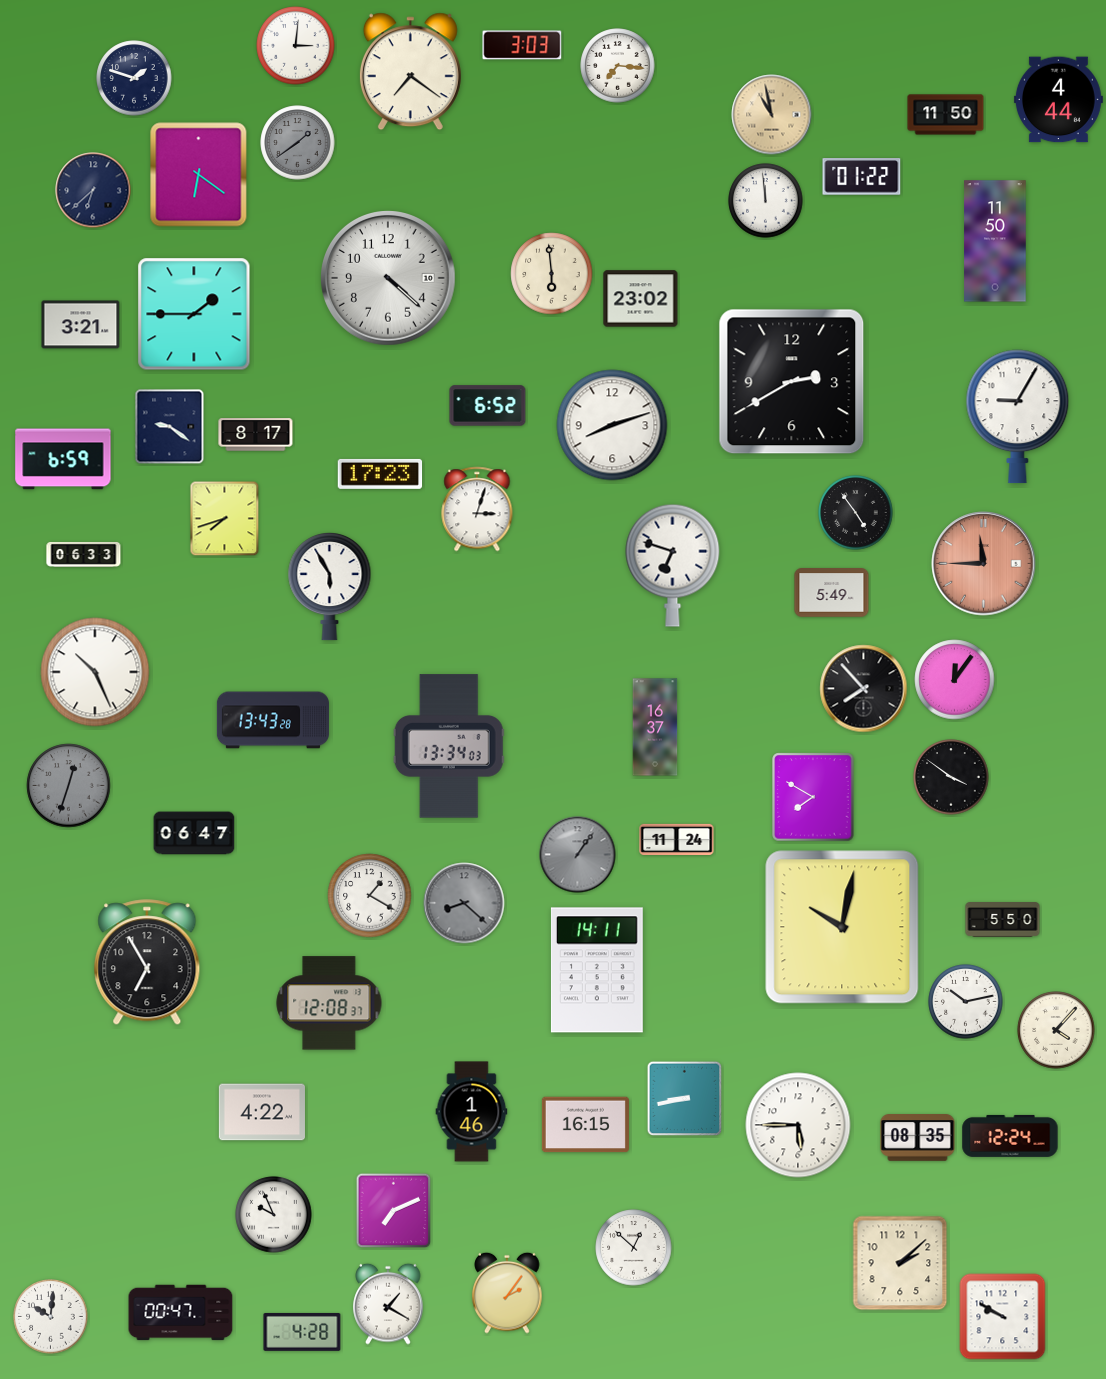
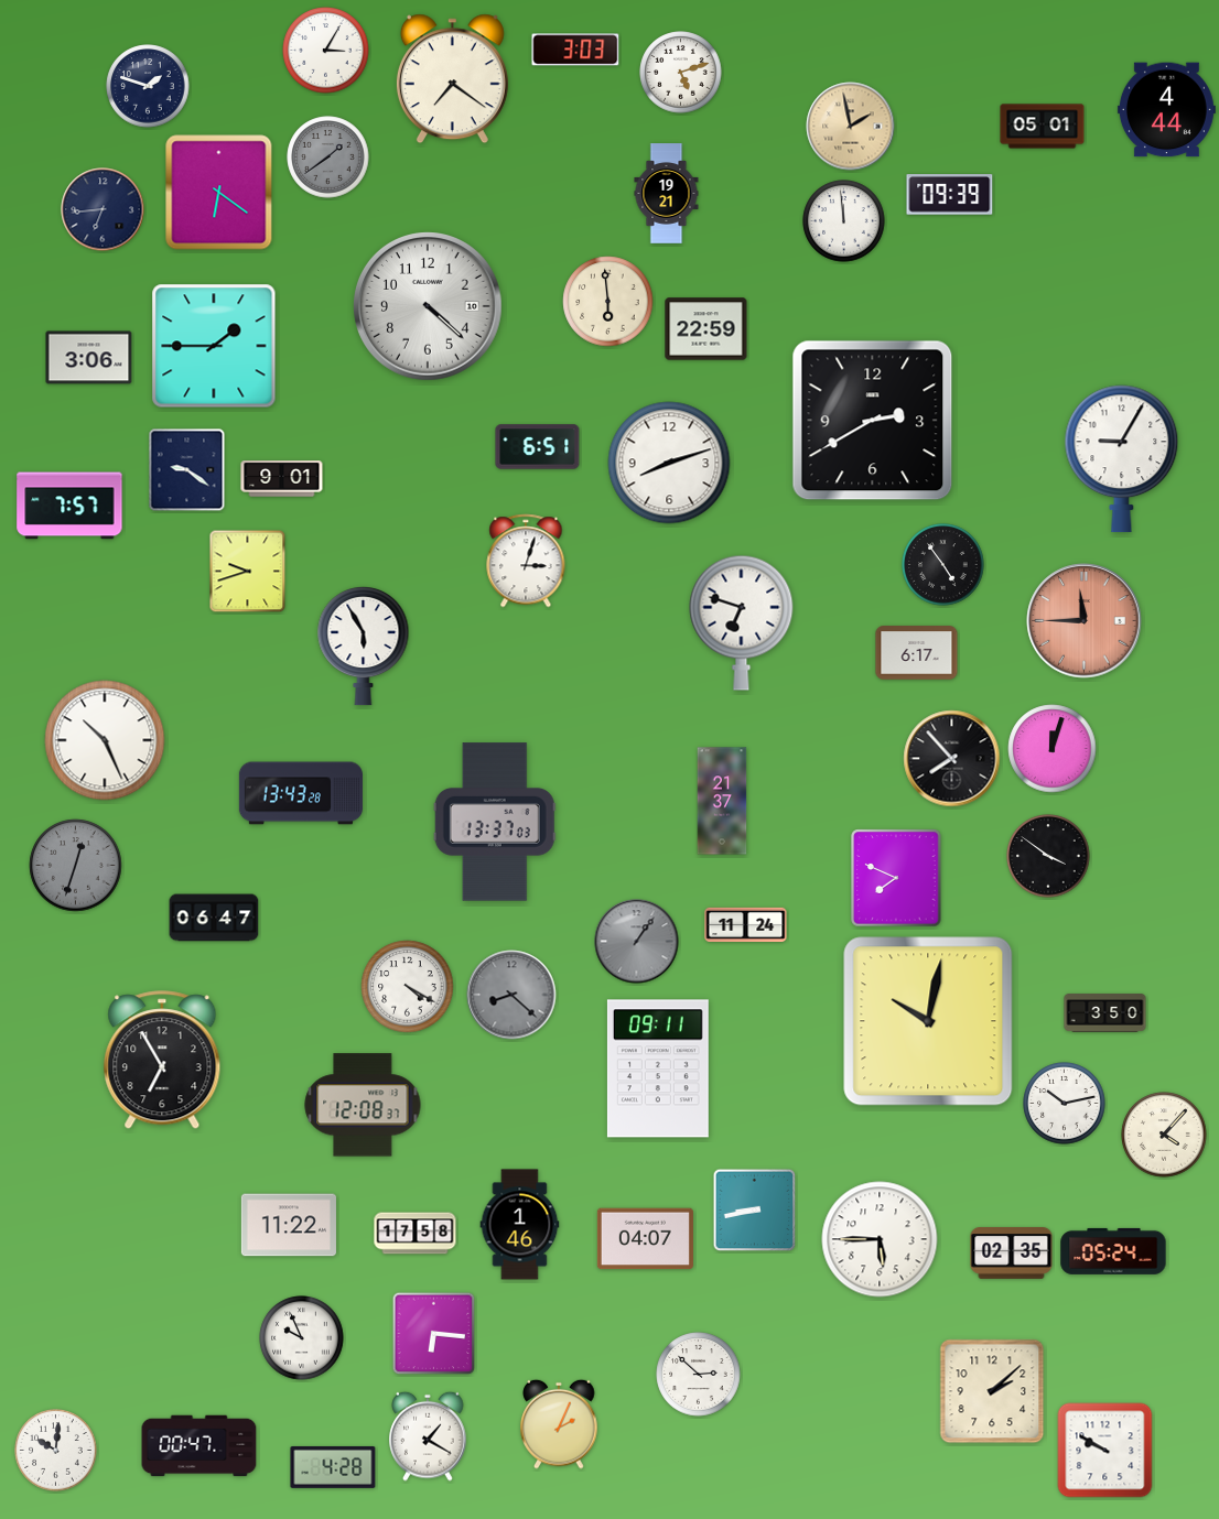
clock at (296, 46): 3:01 -> 3:05
clock at (618, 66): 7:16 -> 5:12
clock at (772, 115): 10:58 -> 1:58
clock at (946, 115): 11:50 -> 05:01
clock at (667, 194): none -> 19:21
clock at (862, 177): 01:22 -> 09:39
clock at (93, 190): 6:38 -> 6:44
clock at (995, 241): 11:50 -> none
clock at (641, 299): 23:02 -> 22:59
clock at (81, 325): 3:21 -> 3:06
clock at (488, 406): 6:52 -> 6:51
clock at (612, 425) position: (612, 425) -> (669, 463)
clock at (256, 435): 8:17 -> 9:01
clock at (63, 459): 6:59 -> 7:57
clock at (380, 474): 17:23 -> none
clock at (225, 519): 7:42 -> 9:42
clock at (84, 554): 06:33 -> none
clock at (832, 593): 5:49 -> 6:17
clock at (955, 680): 12:06 -> 12:03
clock at (655, 727): 16:37 -> 21:37
clock at (449, 746): 13:34 -> 13:37
clock at (813, 797): 7:50 -> 7:49
clock at (370, 896): 1:20 -> 4:20
clock at (1003, 920): 5:50 -> 3:50
clock at (597, 970): 14:11 -> 09:11
clock at (262, 1112): 4:22 -> 11:22
clock at (416, 1234): none -> 17:58
clock at (585, 1125): 16:15 -> 04:07
clock at (1010, 1136): 12:24 -> 05:24
clock at (918, 1138): 08:35 -> 02:35
clock at (394, 1211): 7:11 -> 6:16
clock at (634, 1248): 12:52 -> 2:52
clock at (507, 1293): 2:06 -> 2:04
